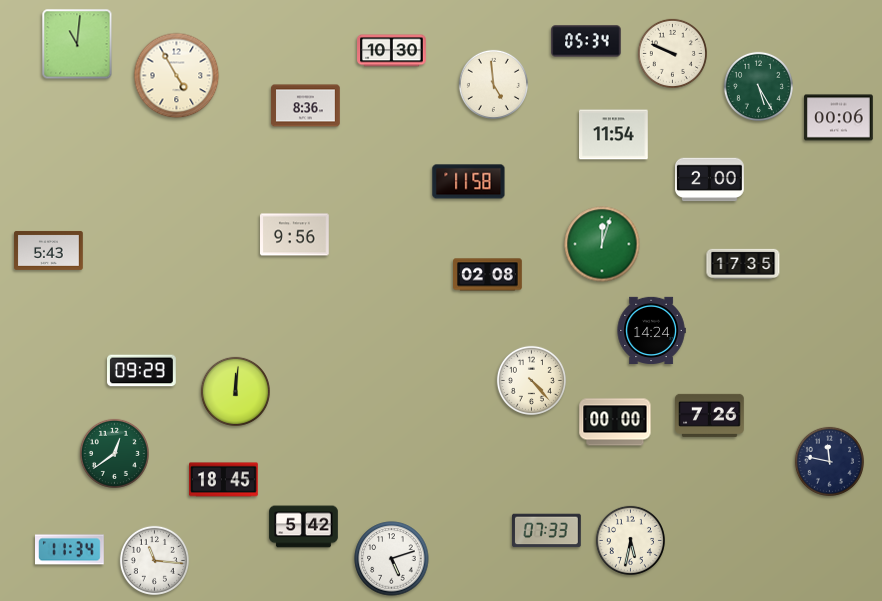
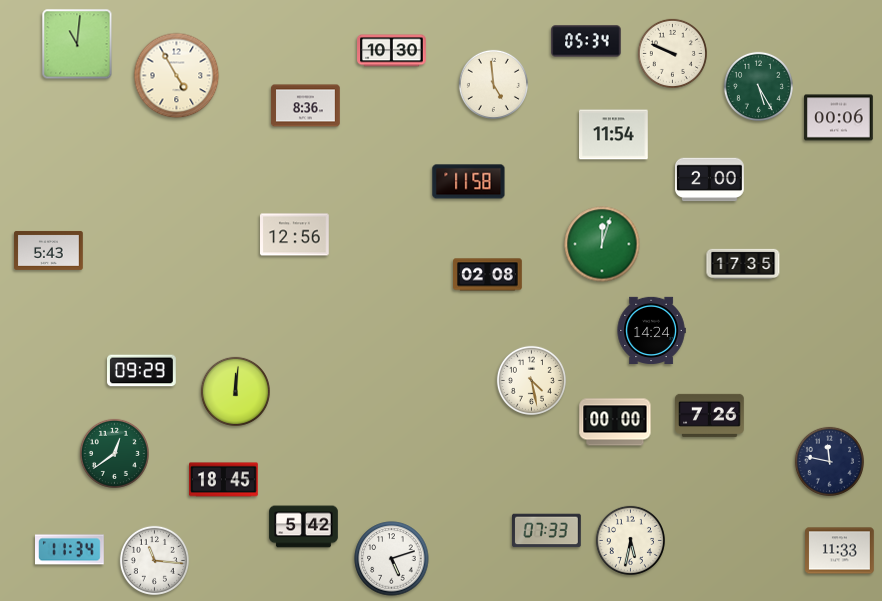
clock at (295, 235): 9:56 -> 12:56
clock at (531, 380): 4:23 -> 4:28
clock at (840, 551): none -> 11:33
